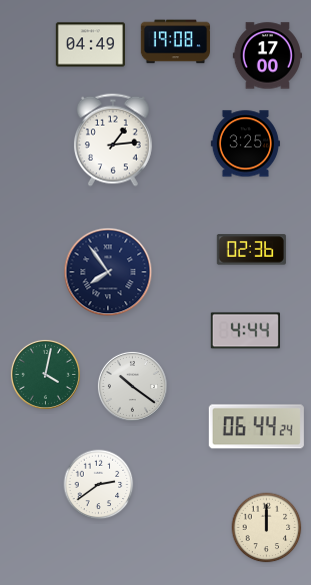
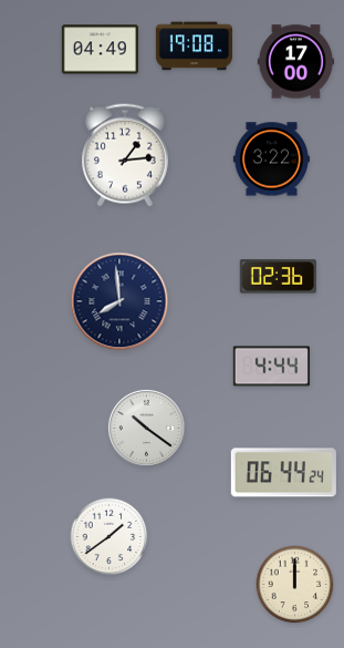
clock at (245, 144): 3:25 -> 3:22
clock at (108, 272): 7:54 -> 7:59
clock at (45, 374): 4:02 -> none
clock at (99, 485): 2:39 -> 1:39
